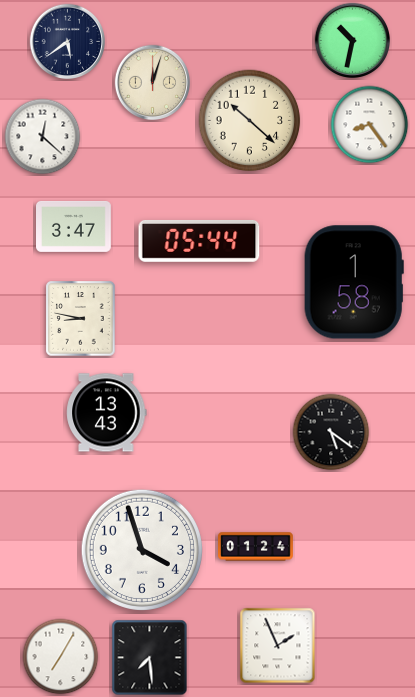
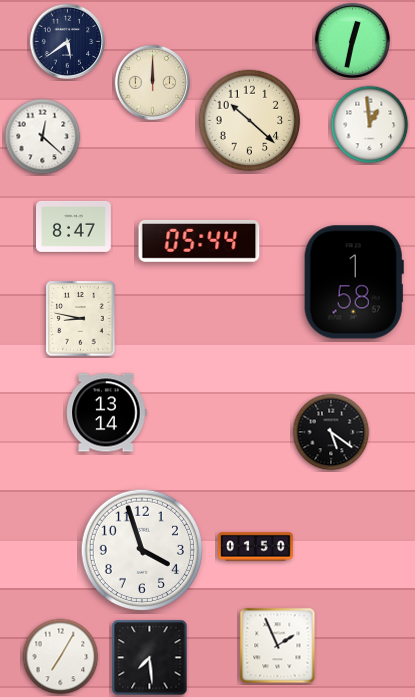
clock at (353, 41): 10:32 -> 12:32
clock at (153, 83): 12:03 -> 12:00
clock at (370, 125): 8:24 -> 12:59
clock at (74, 226): 3:47 -> 8:47
clock at (107, 413): 13:43 -> 13:14
clock at (256, 547): 01:24 -> 01:50
